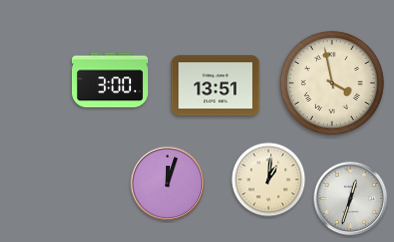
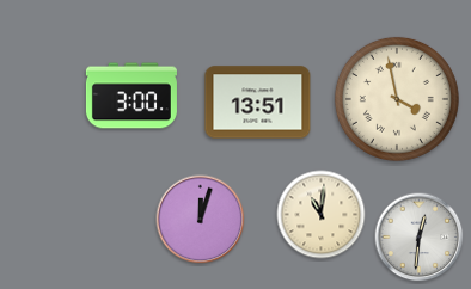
clock at (269, 180): 1:01 -> 11:01
clock at (351, 199): 12:33 -> 12:31
